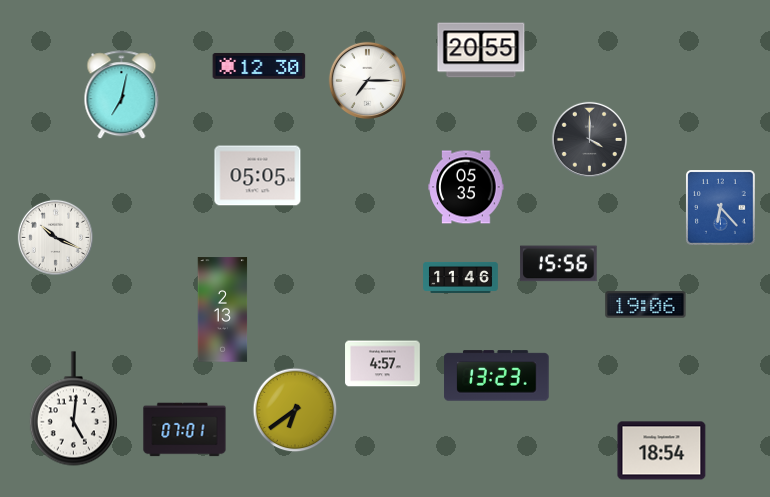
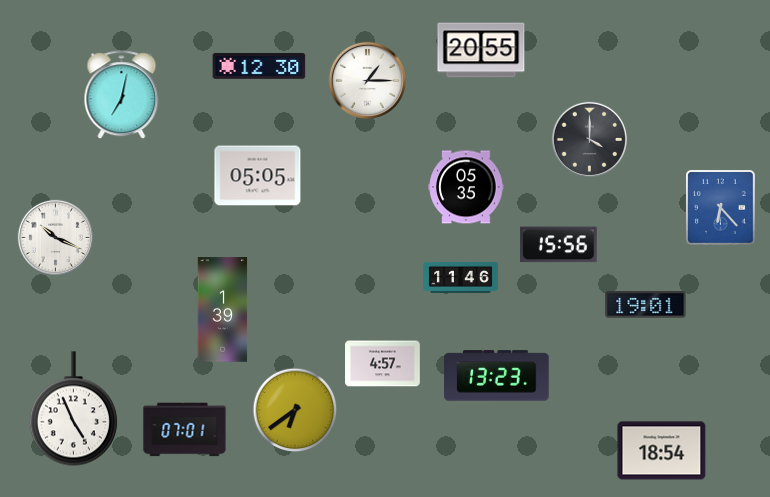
clock at (367, 80): 7:15 -> 1:15
clock at (559, 264) position: (559, 264) -> (559, 245)
clock at (646, 305): 19:06 -> 19:01
clock at (223, 310): 2:13 -> 1:39
clock at (73, 409): 5:01 -> 4:56
